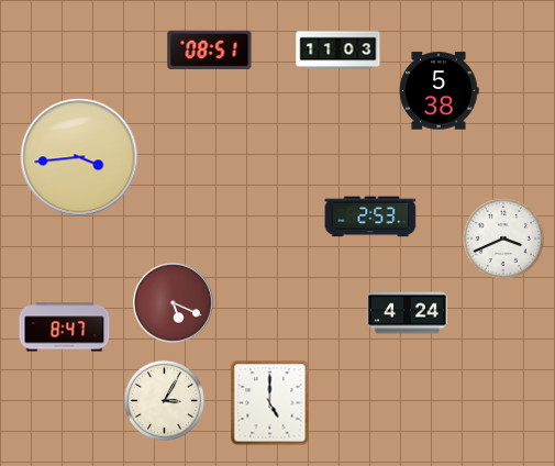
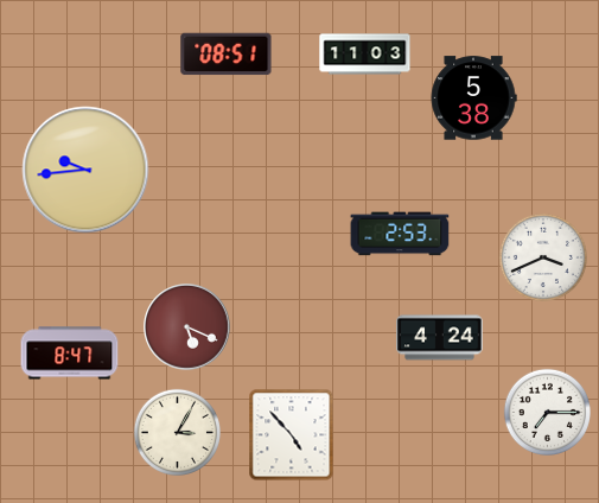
clock at (79, 157): 3:44 -> 9:44
clock at (547, 412): none -> 7:15
clock at (270, 403): 5:00 -> 4:53
